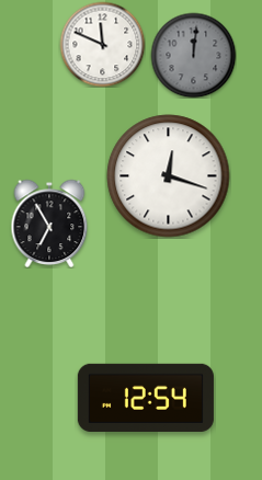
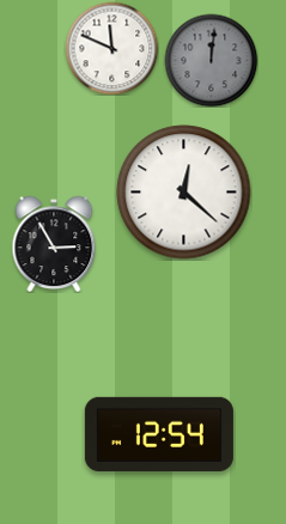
clock at (169, 176): 12:18 -> 12:22
clock at (49, 224): 6:55 -> 2:55
